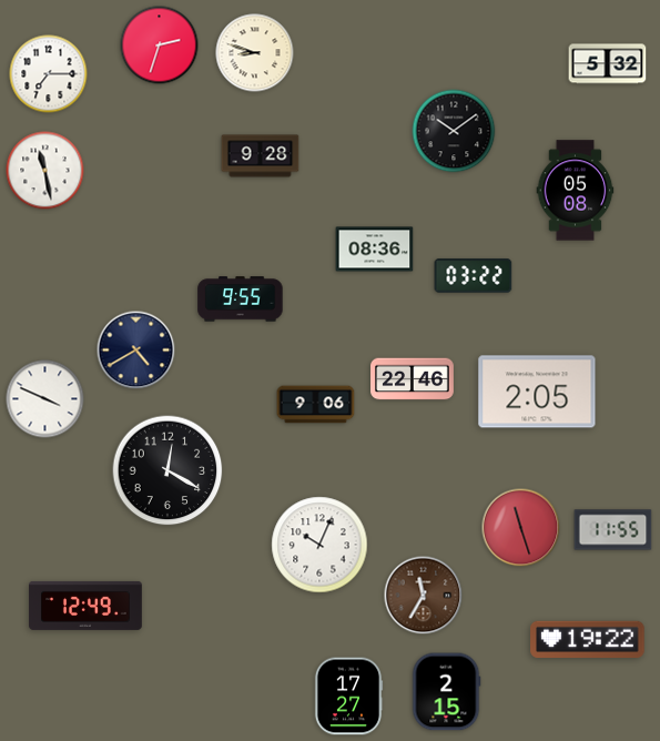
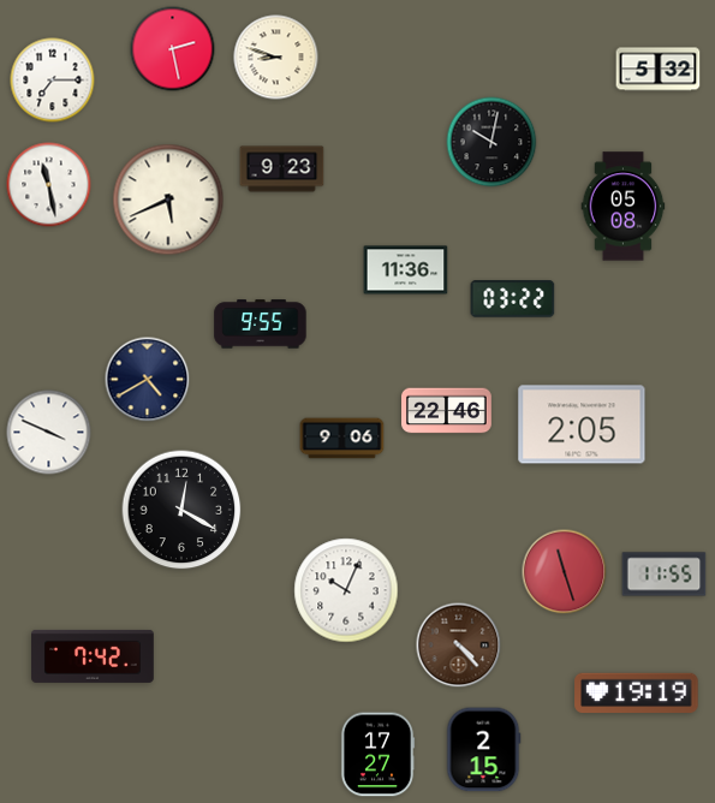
clock at (160, 45): 2:33 -> 2:28
clock at (454, 131): 10:09 -> 10:02
clock at (261, 156): 9:28 -> 9:23
clock at (168, 200): none -> 5:41
clock at (375, 250): 08:36 -> 11:36
clock at (424, 596): 11:35 -> 4:23
clock at (85, 606): 12:49 -> 7:42
clock at (588, 640): 19:22 -> 19:19
